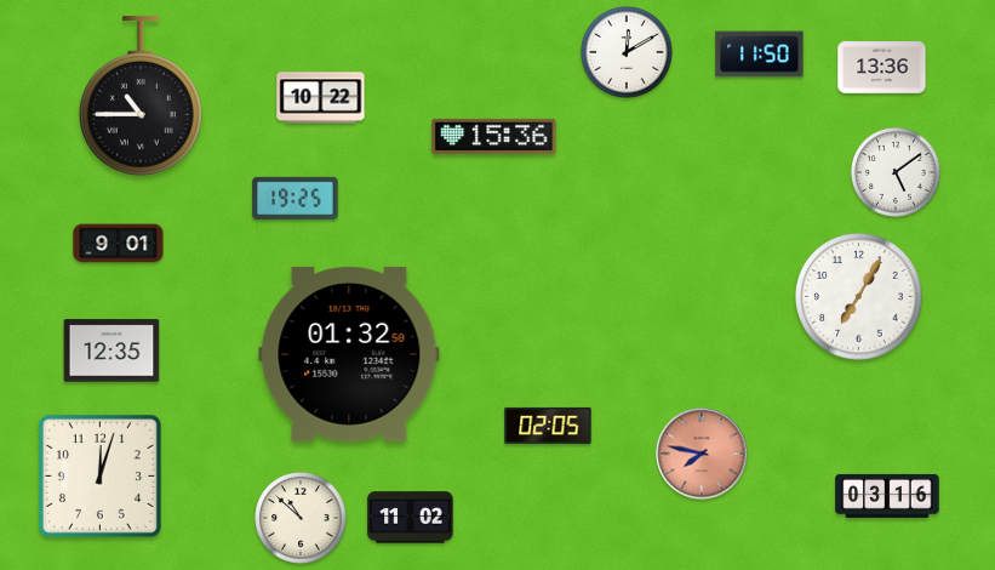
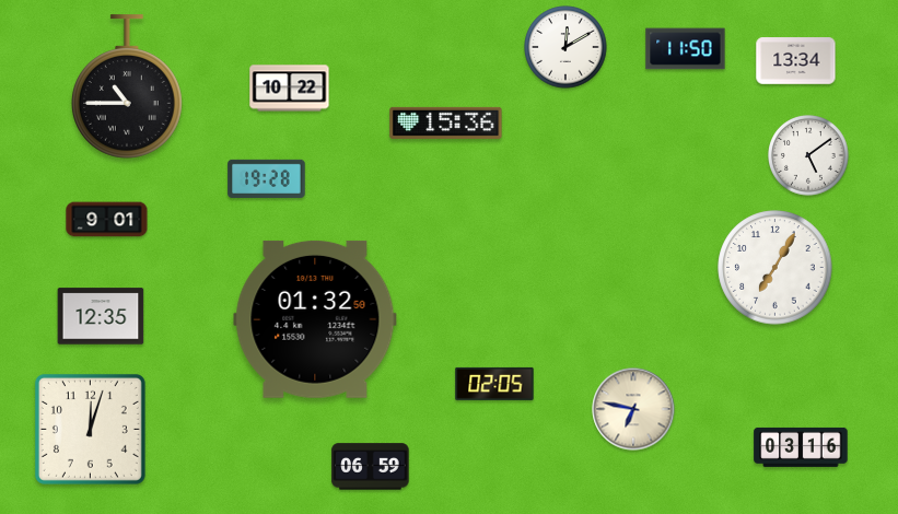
clock at (882, 68): 13:36 -> 13:34
clock at (296, 198): 19:25 -> 19:28
clock at (702, 454): 7:47 -> 6:47
clock at (702, 454) dial: salmon -> cream
clock at (301, 518): 10:52 -> none
clock at (411, 518): 11:02 -> 06:59
